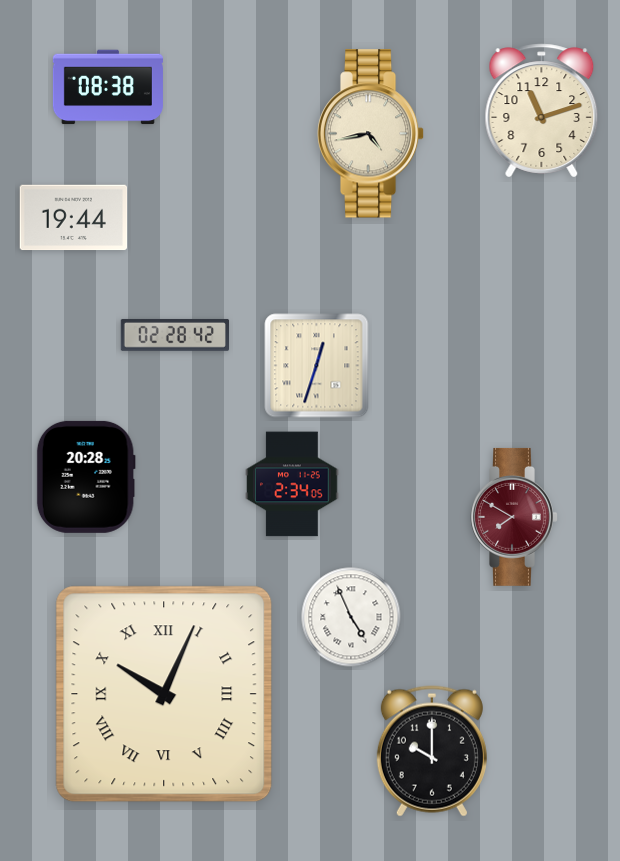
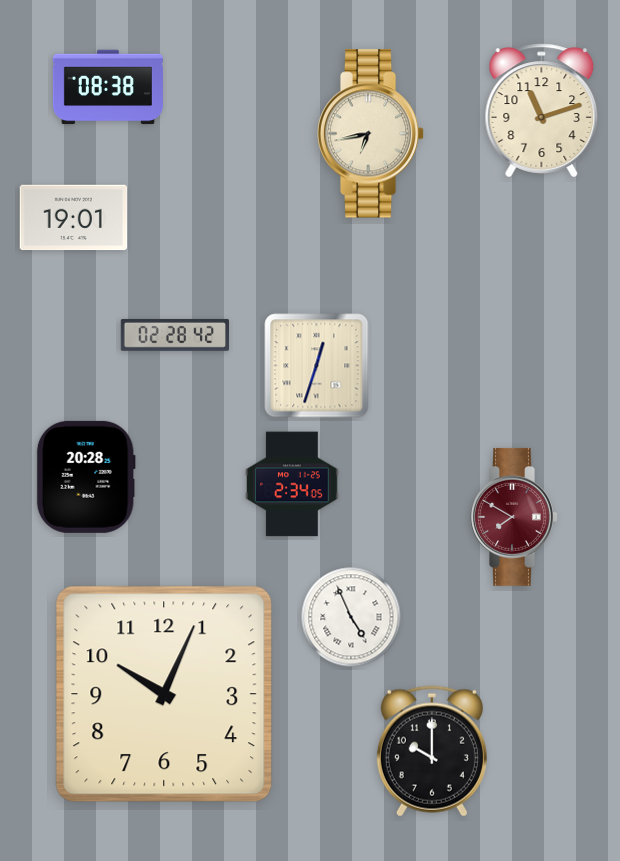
clock at (371, 134): 4:43 -> 6:43
clock at (74, 218): 19:44 -> 19:01
clock at (164, 694) numerals: Roman -> Arabic
